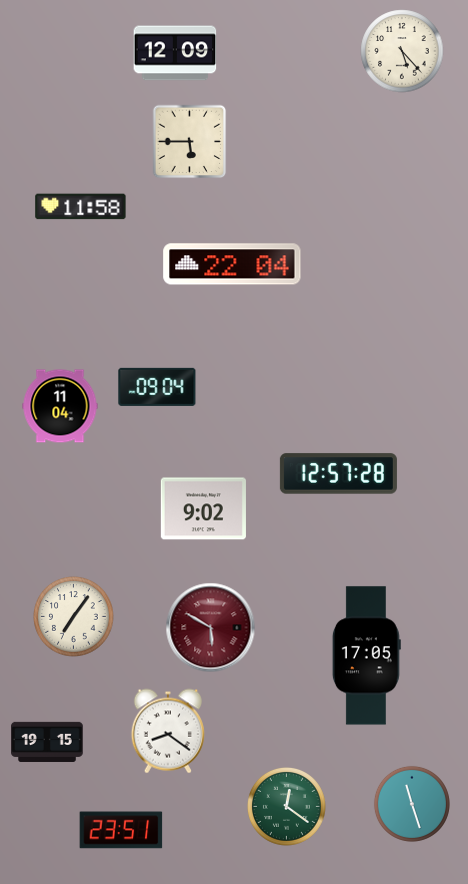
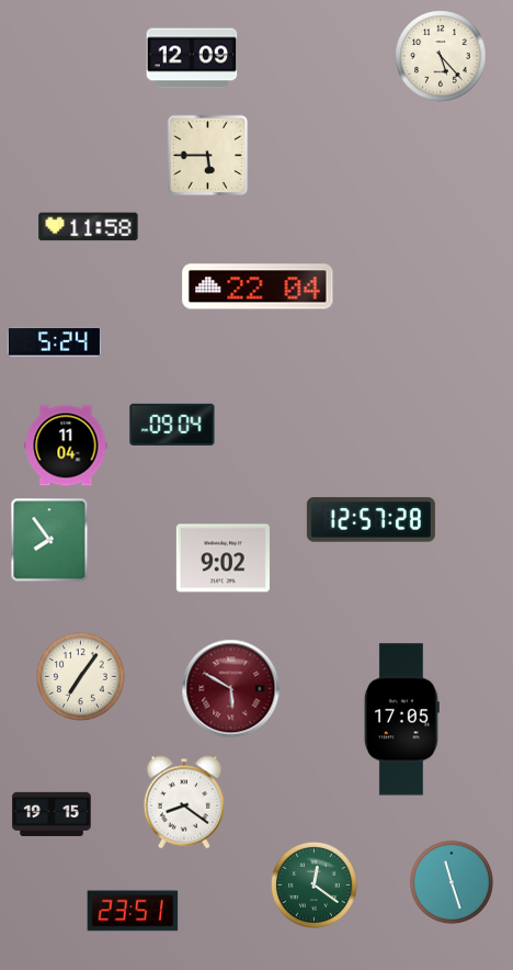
clock at (232, 264) position: (232, 264) -> (258, 286)
clock at (54, 342): none -> 5:24
clock at (49, 540): none -> 7:54
